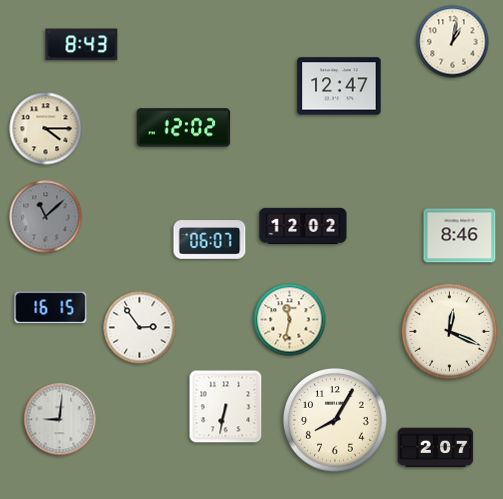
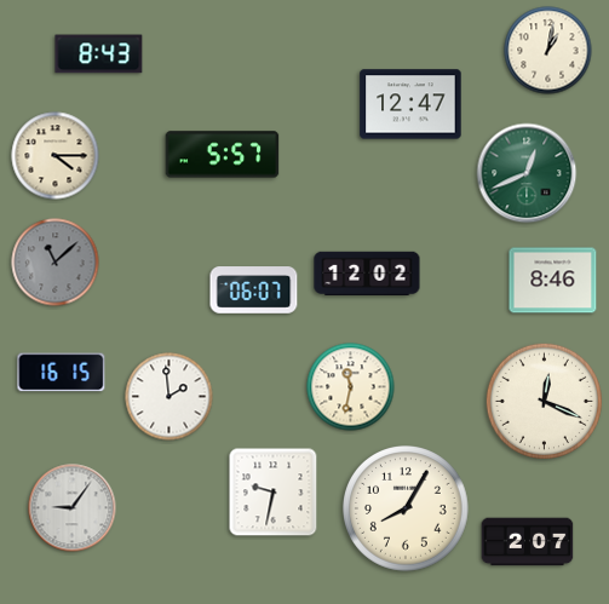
clock at (184, 128): 12:02 -> 5:57
clock at (527, 173): none -> 12:41
clock at (460, 236) position: (460, 236) -> (553, 281)
clock at (140, 328): 2:54 -> 1:59
clock at (226, 407): 6:32 -> 9:32
clock at (60, 420): 9:01 -> 9:06
